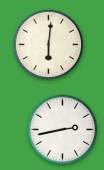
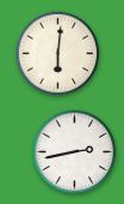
clock at (63, 130) position: (63, 130) -> (75, 152)
